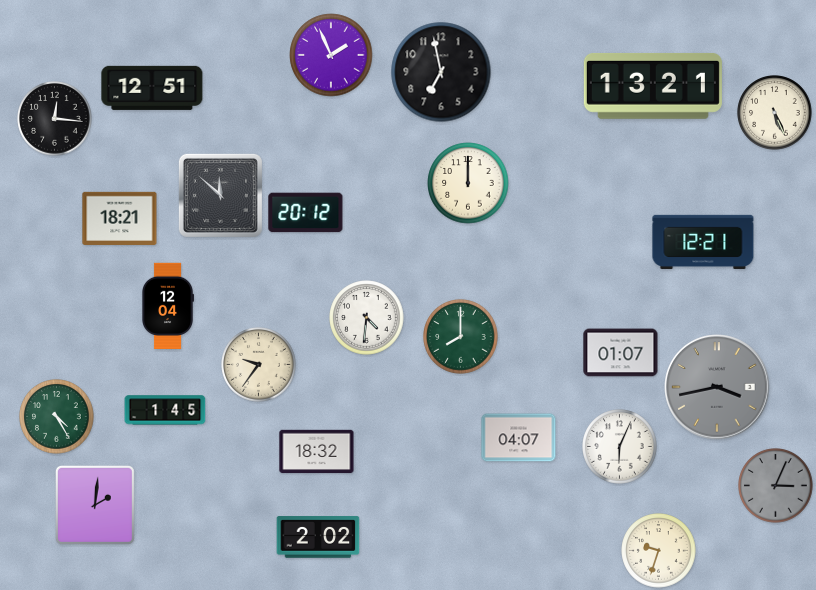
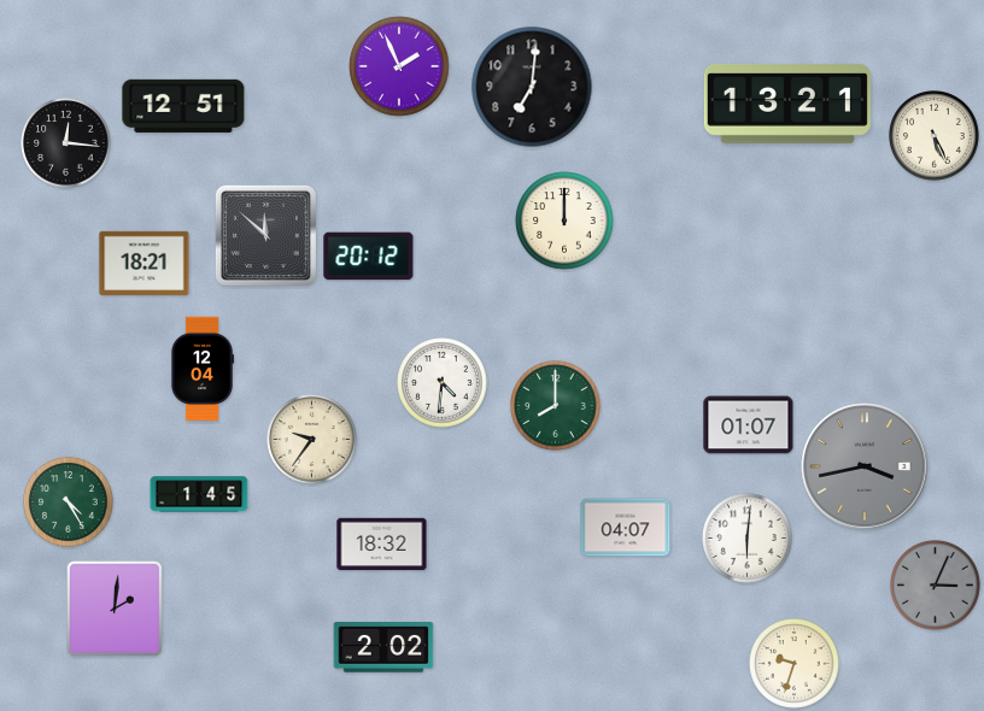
clock at (441, 72): 6:58 -> 7:01
clock at (703, 242): 12:21 -> none
clock at (620, 447): 6:04 -> 6:01
